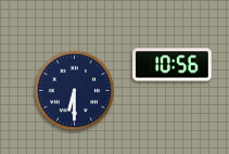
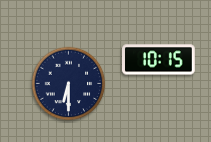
clock at (173, 65): 10:56 -> 10:15
